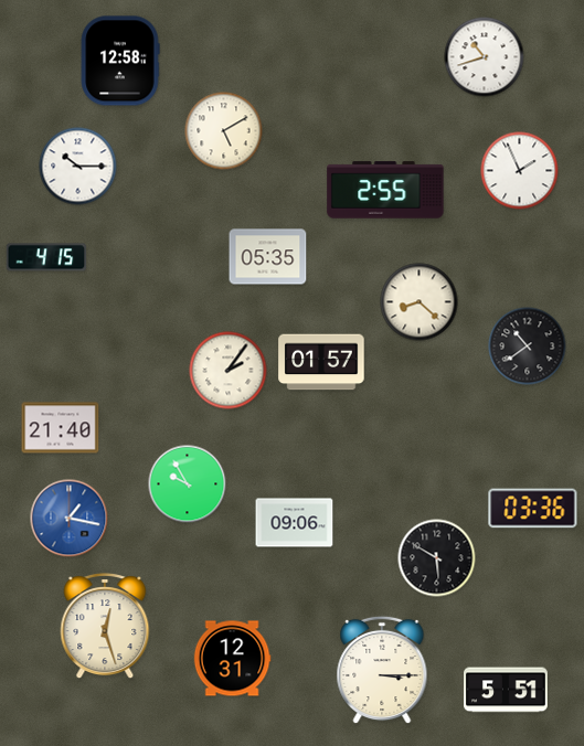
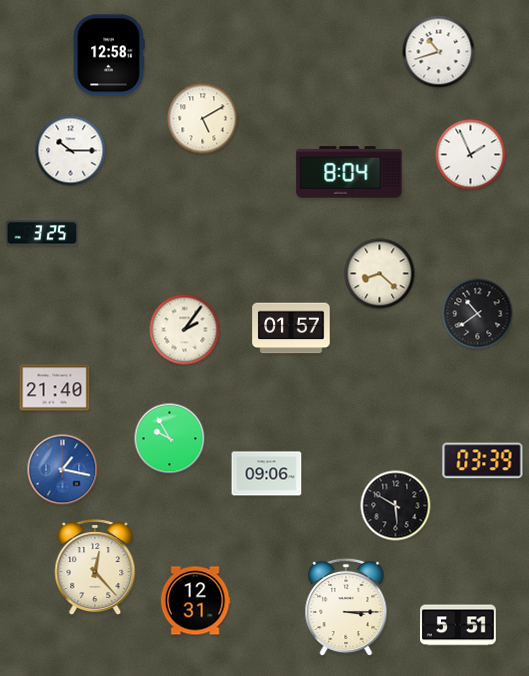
clock at (385, 190): 2:55 -> 8:04
clock at (46, 257): 4:15 -> 3:25
clock at (268, 257): 05:35 -> none
clock at (229, 371) position: (229, 371) -> (185, 330)
clock at (533, 509): 03:36 -> 03:39
clock at (105, 627): 12:27 -> 12:23
clock at (232, 659) position: (232, 659) -> (195, 601)
